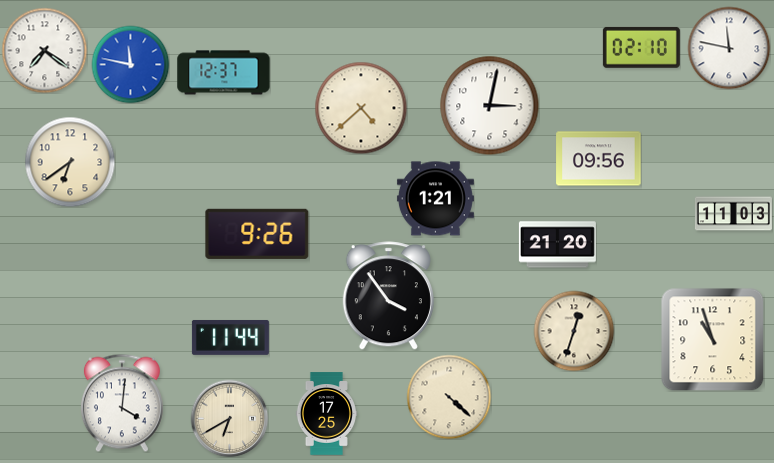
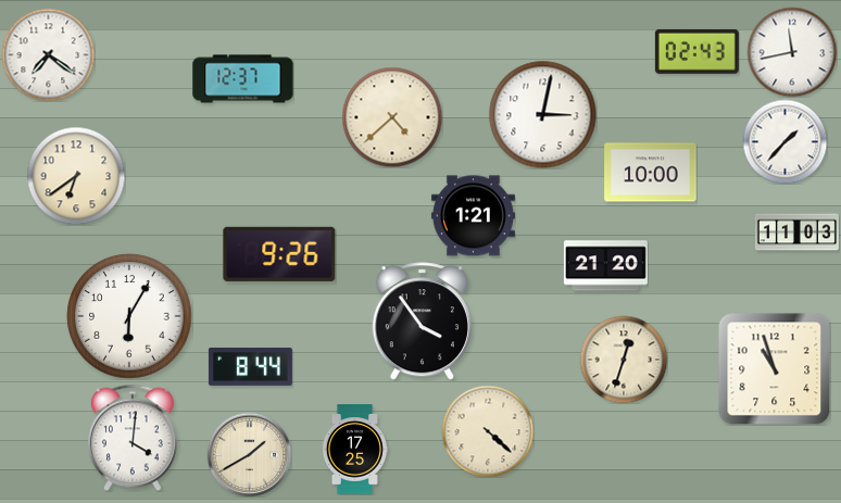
clock at (641, 47): 02:10 -> 02:43
clock at (729, 48): 11:47 -> 11:43
clock at (130, 64): 11:47 -> none
clock at (490, 106) position: (490, 106) -> (543, 115)
clock at (784, 141): none -> 1:37
clock at (599, 159): 09:56 -> 10:00
clock at (129, 316): none -> 6:05
clock at (230, 337): 11:44 -> 8:44
clock at (229, 418): 6:40 -> 1:40
